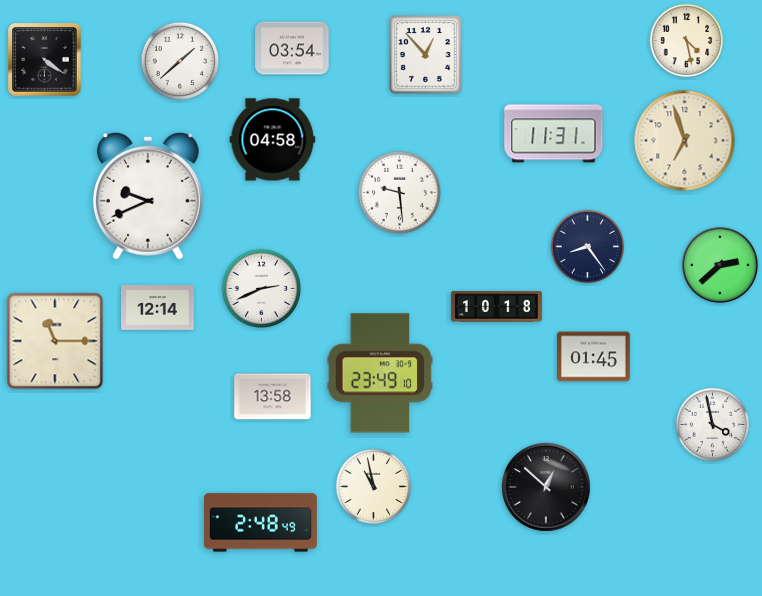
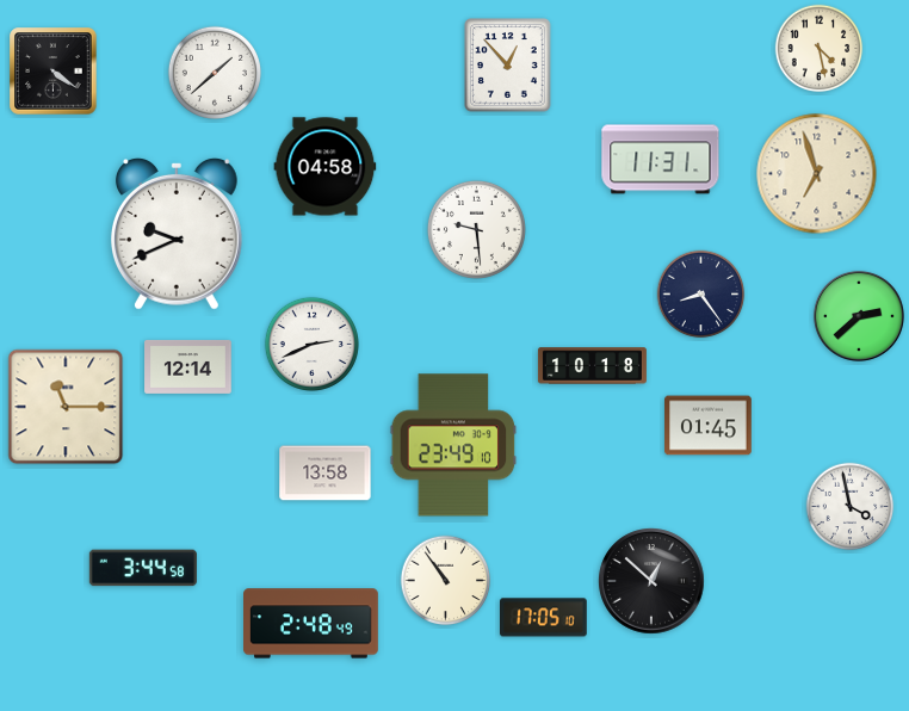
clock at (292, 48): 03:54 -> none
clock at (685, 141) position: (685, 141) -> (817, 174)
clock at (143, 568): none -> 3:44
clock at (374, 487): 10:58 -> 10:54
clock at (544, 618): none -> 17:05
